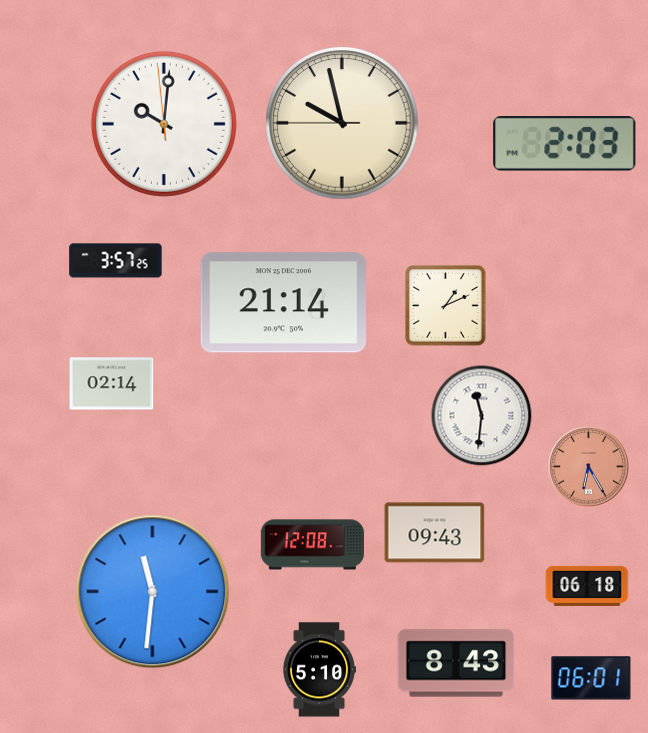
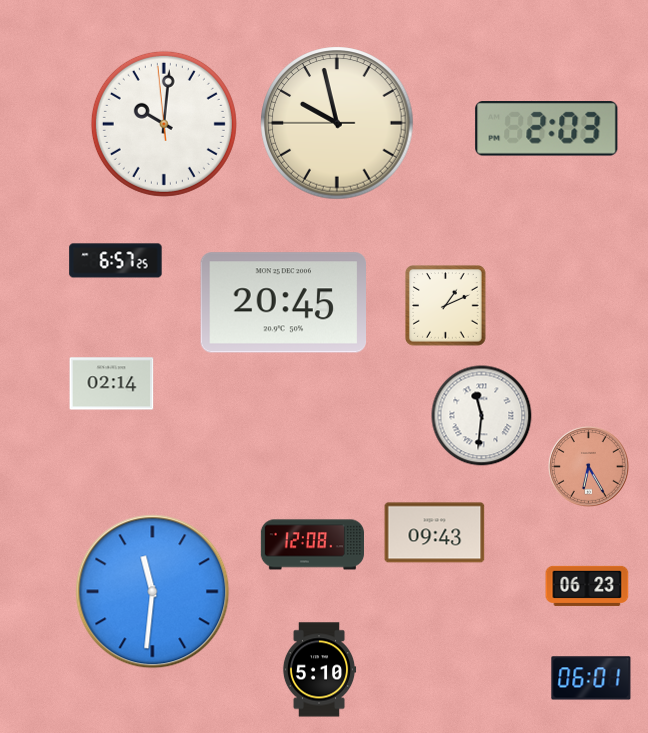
clock at (342, 123) position: (342, 123) -> (337, 123)
clock at (565, 144) position: (565, 144) -> (547, 129)
clock at (116, 261): 3:57 -> 6:57
clock at (284, 303): 21:14 -> 20:45
clock at (587, 586): 06:18 -> 06:23
clock at (456, 663): 8:43 -> none
